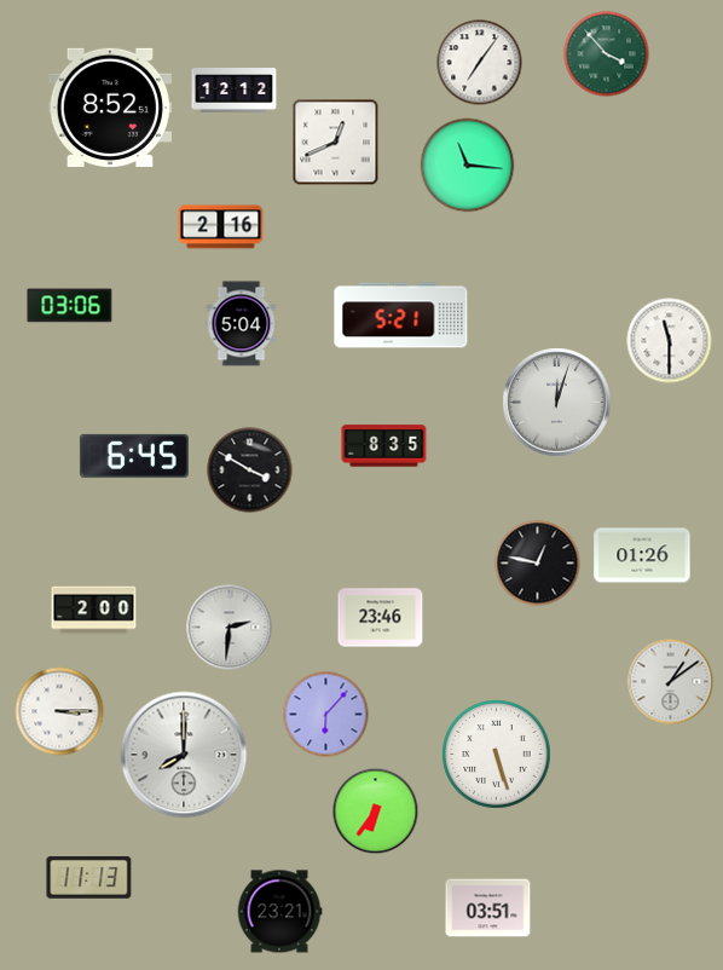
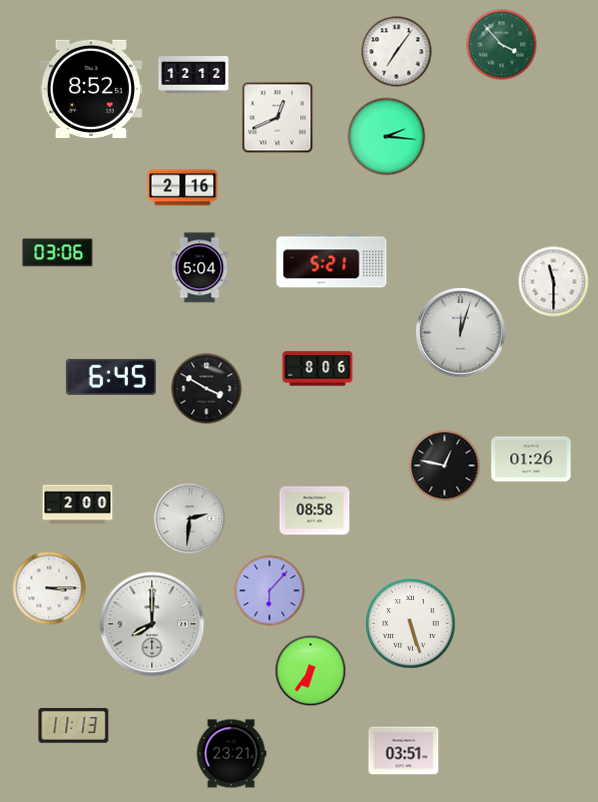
clock at (468, 166): 11:16 -> 2:16
clock at (384, 446): 8:35 -> 8:06
clock at (381, 618): 23:46 -> 08:58
clock at (671, 682): 1:09 -> none
